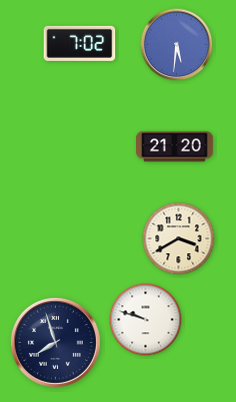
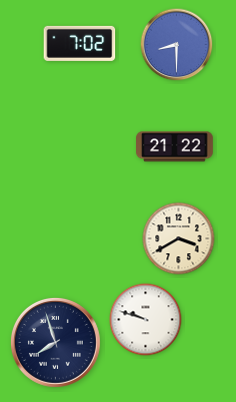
clock at (177, 45): 5:31 -> 8:30
clock at (175, 147): 21:20 -> 21:22
